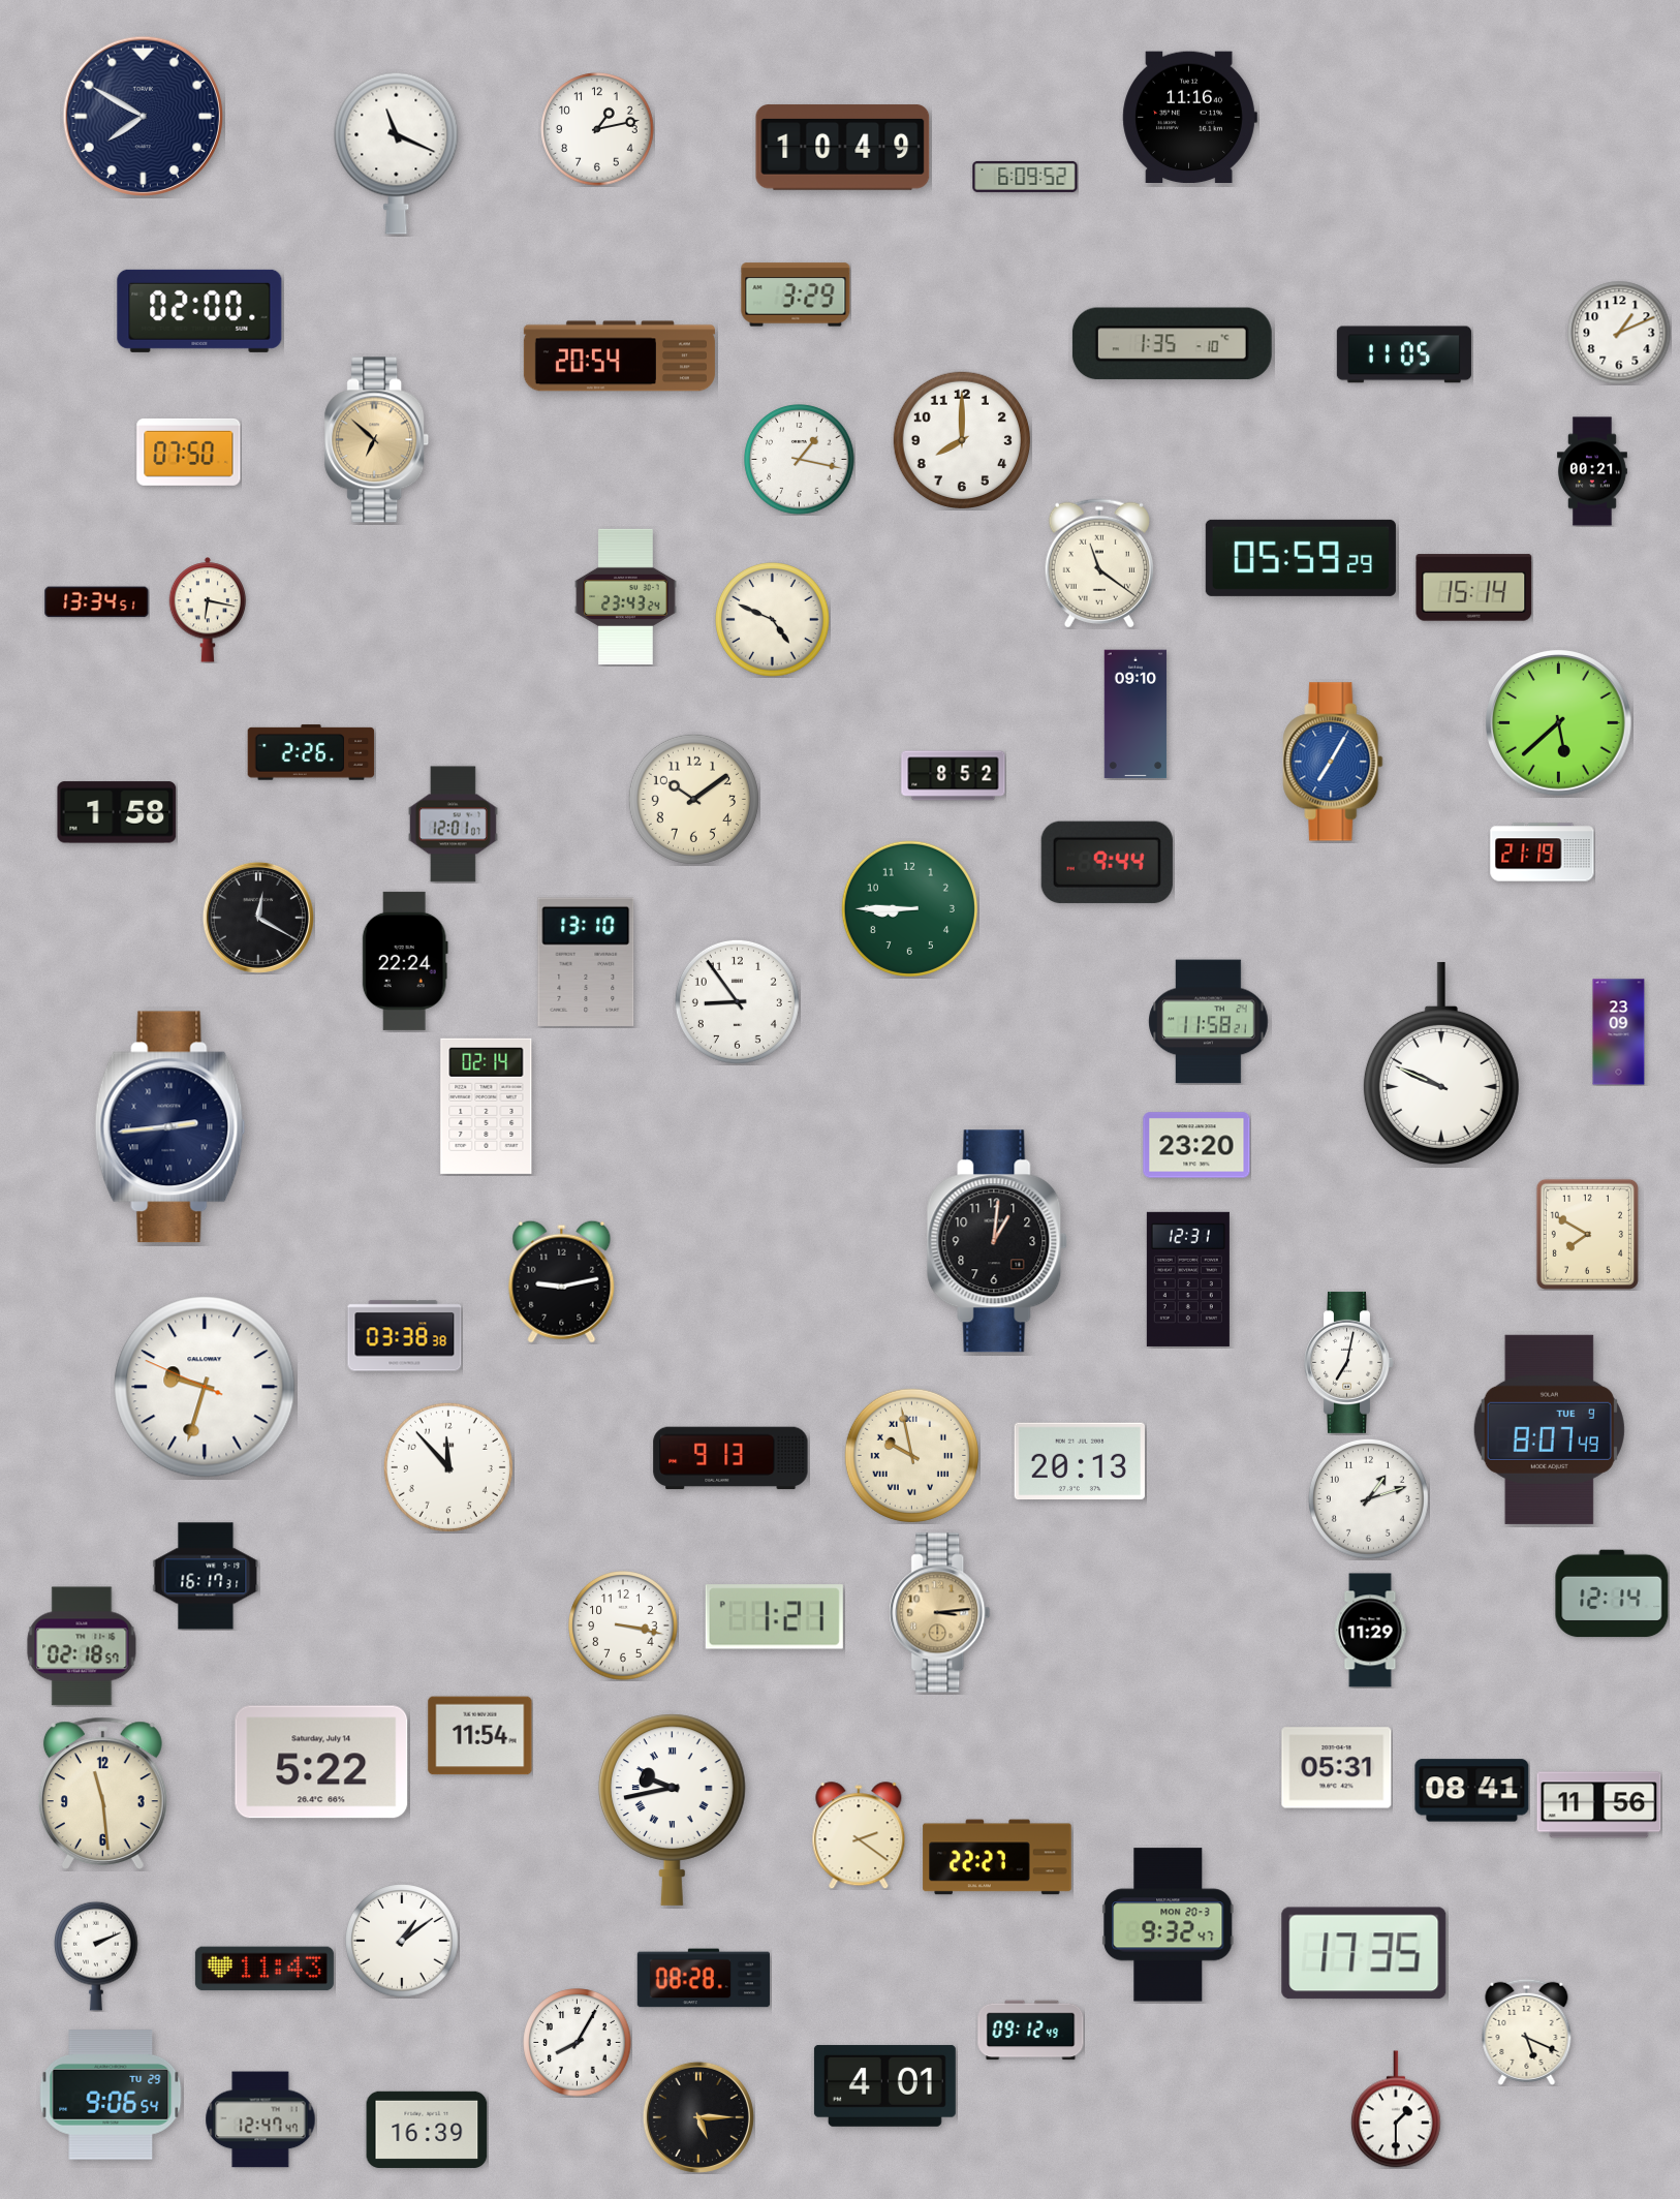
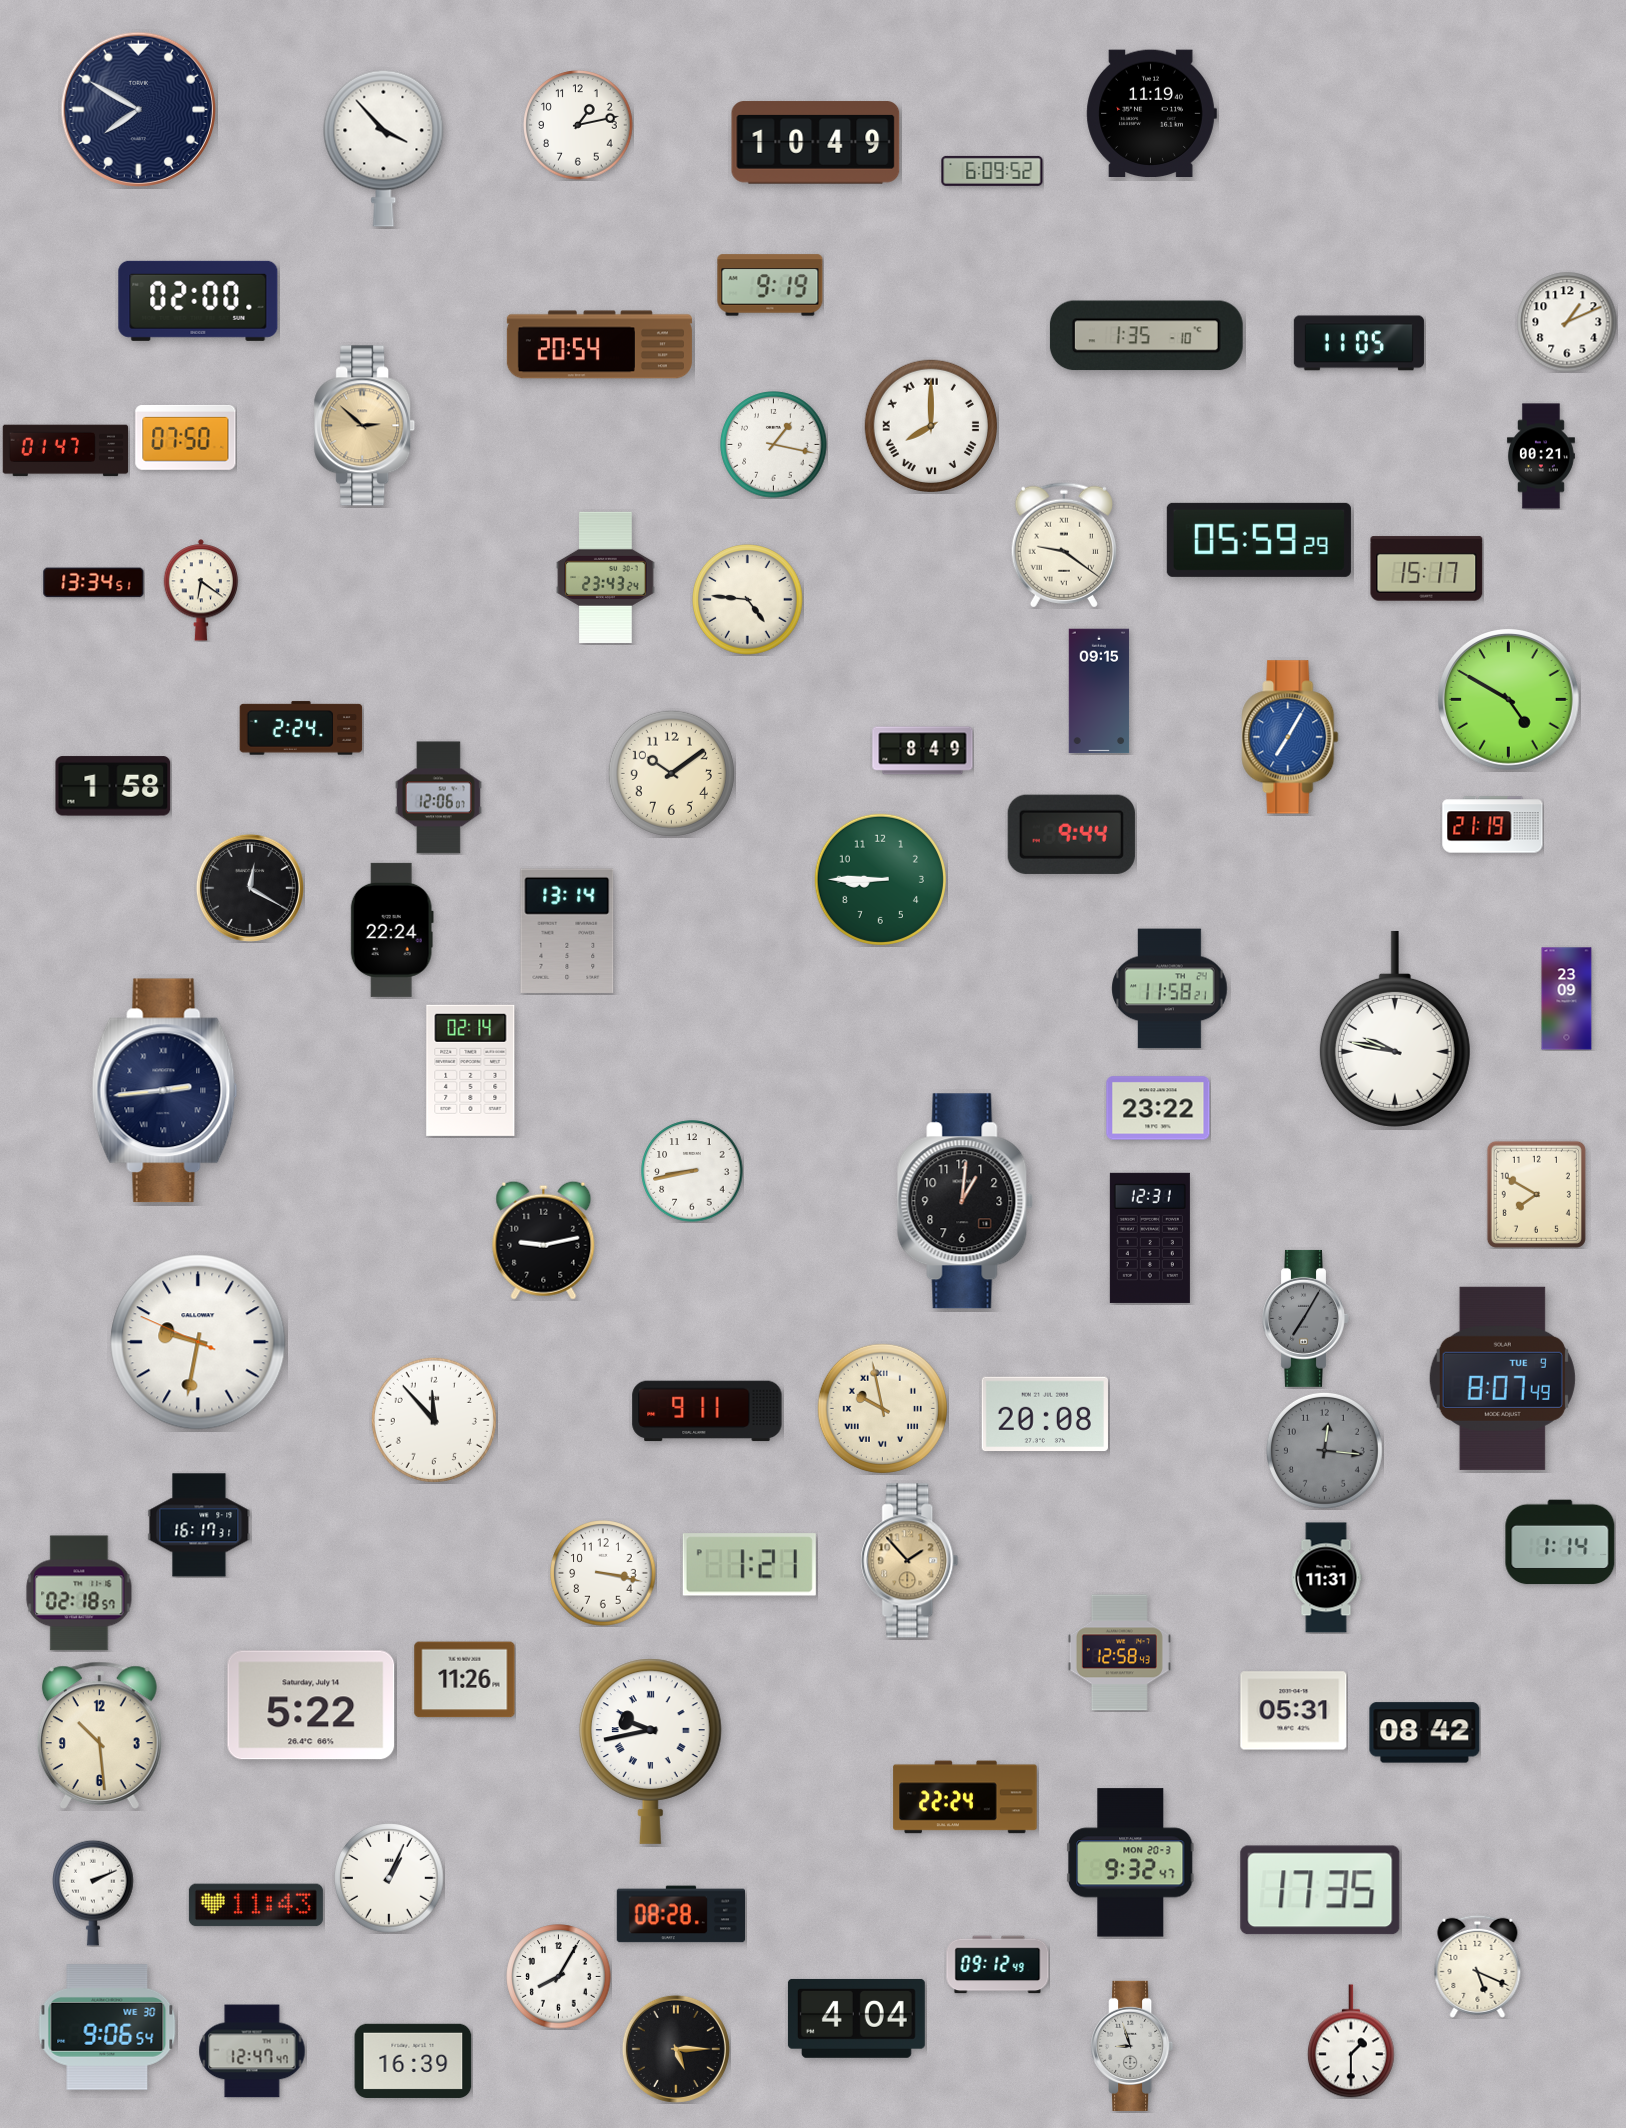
clock at (143, 116) position: (143, 116) -> (138, 109)
clock at (1189, 117): 11:16 -> 11:19
clock at (397, 153): 11:19 -> 3:53
clock at (796, 295): 3:29 -> 9:19
clock at (199, 311) position: (199, 311) -> (198, 301)
clock at (1172, 344) position: (1172, 344) -> (1146, 336)
clock at (961, 439) numerals: Arabic -> Roman
clock at (377, 440): 6:52 -> 2:52
clock at (189, 452) position: (189, 452) -> (186, 437)
clock at (66, 451): none -> 01:47
clock at (1099, 563): 11:21 -> 9:21
clock at (1474, 588): 15:14 -> 15:17
clock at (208, 610): 6:17 -> 6:21
clock at (773, 620): 4:49 -> 4:46
clock at (1135, 714): 09:10 -> 09:15
clock at (1559, 723): 5:38 -> 4:50
clock at (311, 752): 2:26 -> 2:24
clock at (954, 776): 8:52 -> 8:49
clock at (453, 825): 12:01 -> 12:06
clock at (586, 962): 13:10 -> 13:14
clock at (737, 1001): 8:54 -> none
clock at (1441, 1063): 9:49 -> 9:47
clock at (1196, 1145): 23:20 -> 23:22
clock at (692, 1171): none -> 8:43
clock at (405, 1336): 03:38 -> none
clock at (1349, 1362): 7:02 -> 7:05
clock at (1349, 1362) dial: white -> grey
clock at (205, 1387): 9:32 -> 9:31
clock at (1549, 1429) position: (1549, 1429) -> (1502, 1378)
clock at (730, 1458): 9:13 -> 9:11
clock at (1079, 1461): 20:13 -> 20:08
clock at (1368, 1498): 1:12 -> 12:16
clock at (1368, 1498) dial: white -> grey
clock at (1612, 1593): 12:14 -> 1:14
clock at (940, 1613): 3:14 -> 1:53
clock at (1370, 1631): 11:29 -> 11:31
clock at (1119, 1653): none -> 12:58
clock at (480, 1736): 11:54 -> 11:26
clock at (1472, 1791): 08:41 -> 08:42
clock at (102, 1793): 11:29 -> 10:29
clock at (1599, 1805): 11:56 -> none
clock at (859, 1835): 2:21 -> none
clock at (997, 1857): 22:27 -> 22:24
clock at (402, 1941): 1:09 -> 1:04
clock at (884, 2085): 4:01 -> 4:04
clock at (111, 2095) date: TU 29 -> WE 30
clock at (1132, 2046): none -> 8:57
